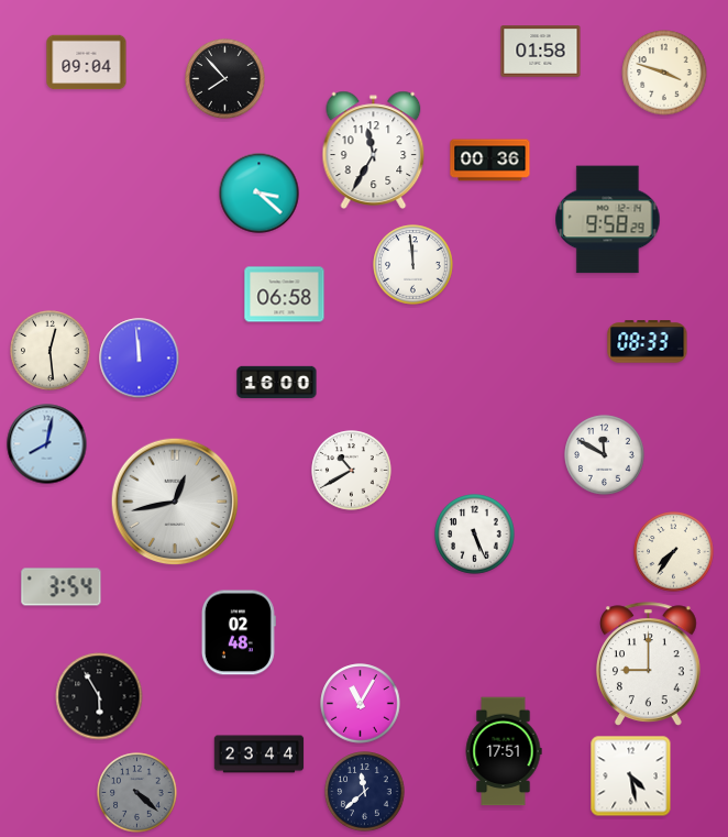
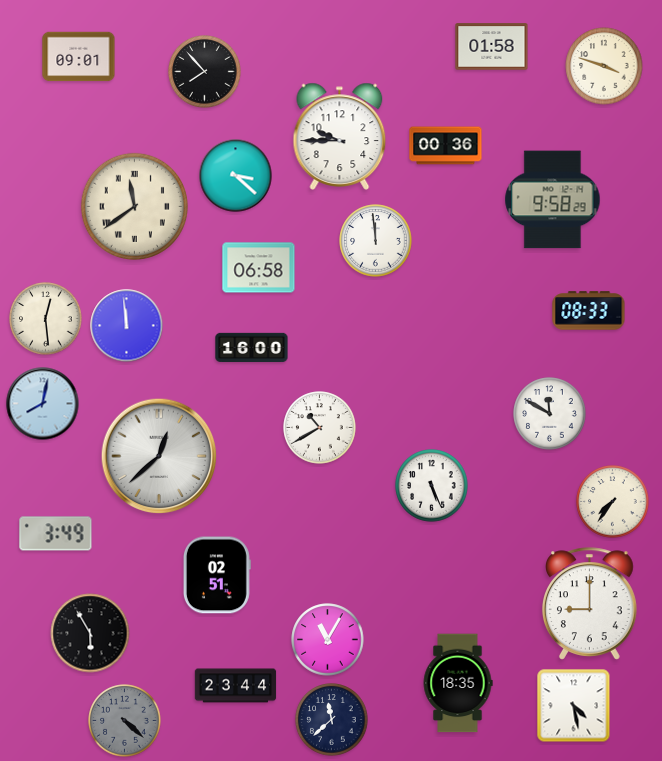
clock at (87, 63): 09:04 -> 09:01
clock at (374, 150): 11:35 -> 9:45
clock at (134, 206): none -> 11:39
clock at (175, 502): 12:43 -> 12:38
clock at (62, 587): 3:54 -> 3:49
clock at (239, 632): 02:48 -> 02:51
clock at (504, 751): 17:51 -> 18:35
